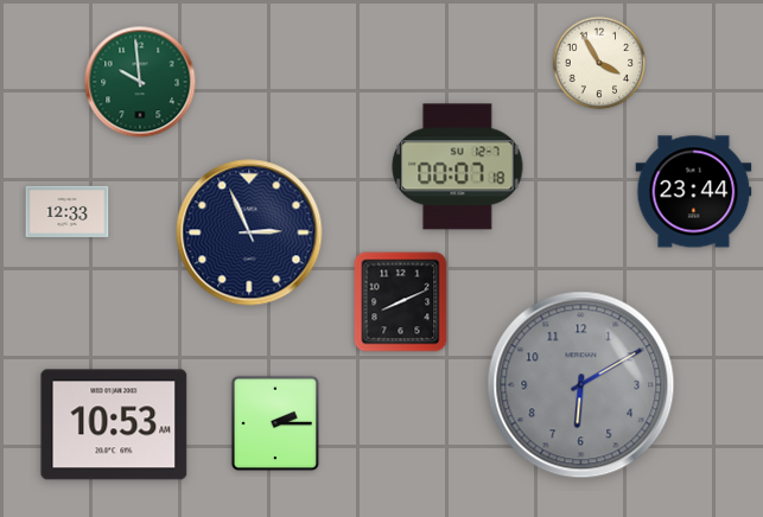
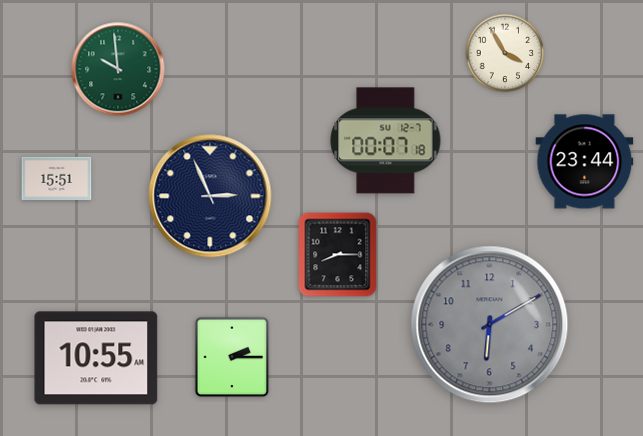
clock at (68, 212): 12:33 -> 15:51
clock at (401, 302): 8:11 -> 8:15
clock at (114, 425): 10:53 -> 10:55
